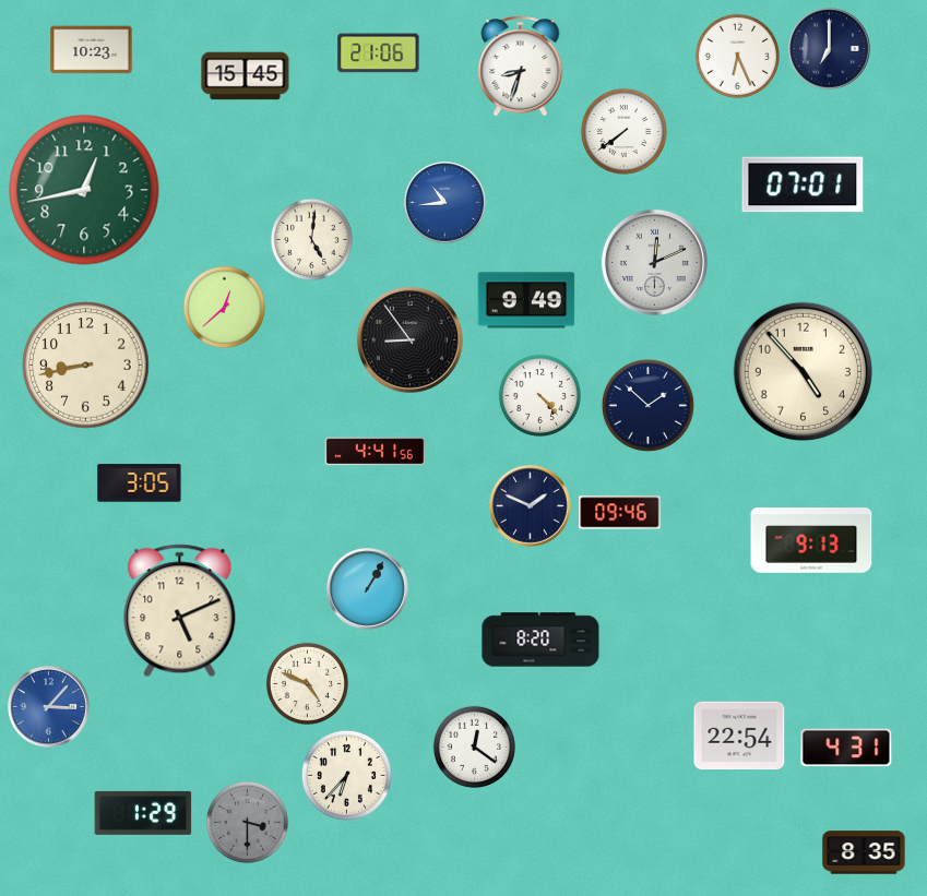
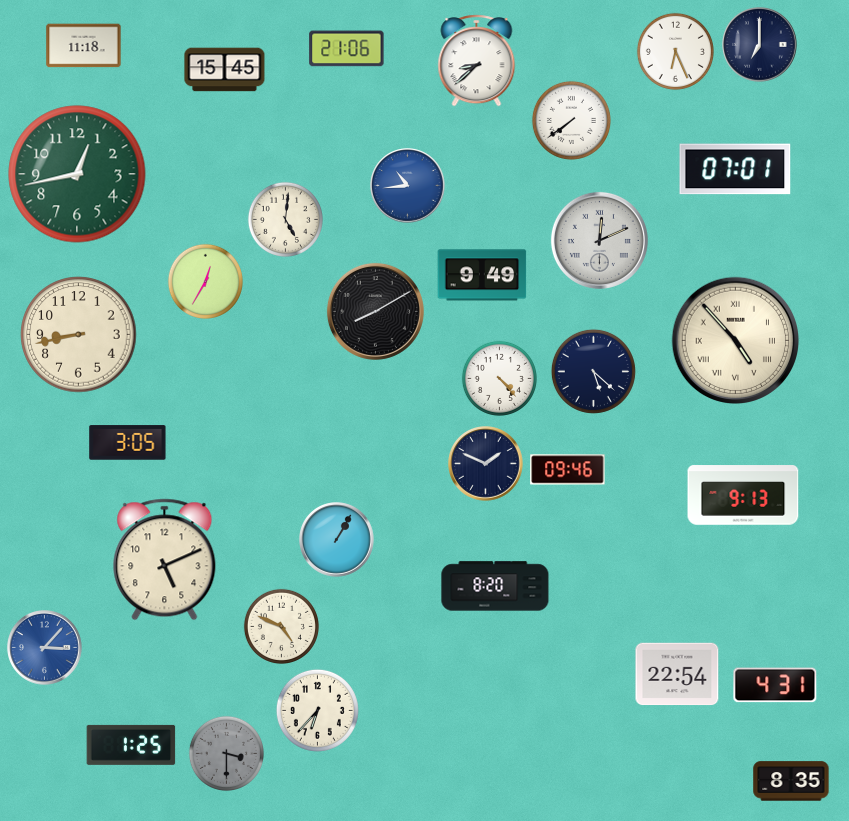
clock at (92, 50): 10:23 -> 11:18
clock at (521, 67): 8:33 -> 8:38
clock at (224, 307): 12:38 -> 12:35
clock at (409, 339): 8:54 -> 8:10
clock at (804, 372) numerals: Arabic -> Roman
clock at (539, 395) position: (539, 395) -> (499, 378)
clock at (647, 405): 1:52 -> 5:22
clock at (375, 452): 4:41 -> none
clock at (474, 746): 12:21 -> none
clock at (143, 813): 1:29 -> 1:25
